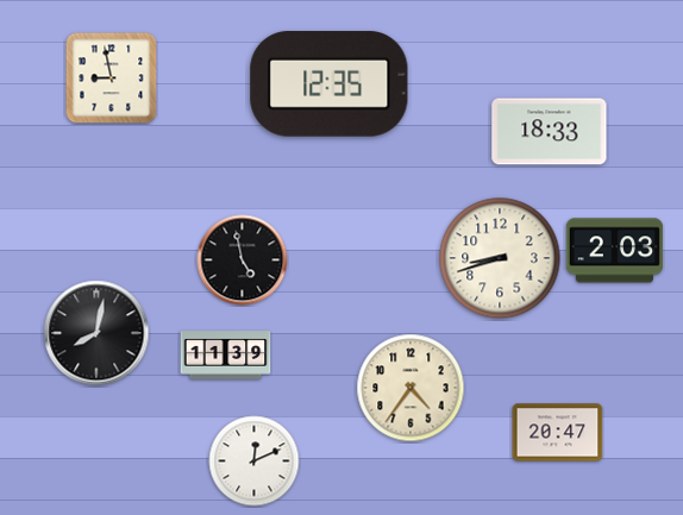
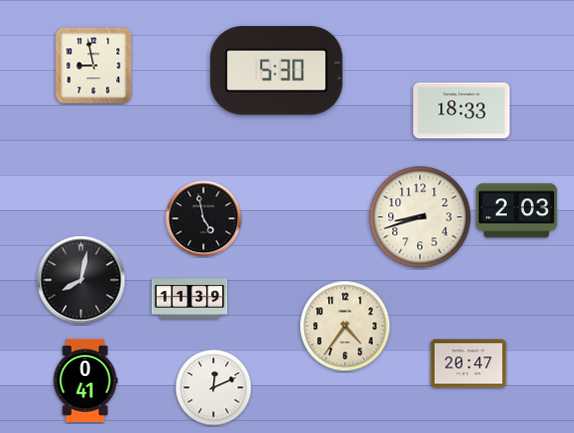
clock at (330, 84): 12:35 -> 5:30
clock at (85, 380): none -> 0:41
